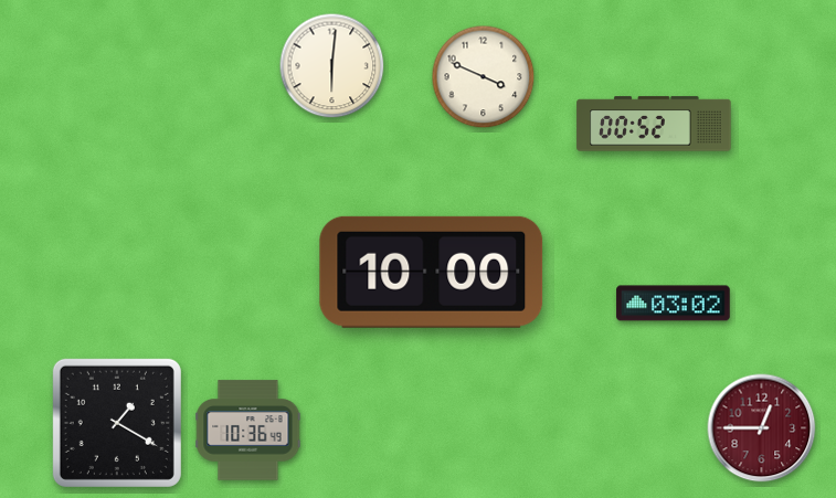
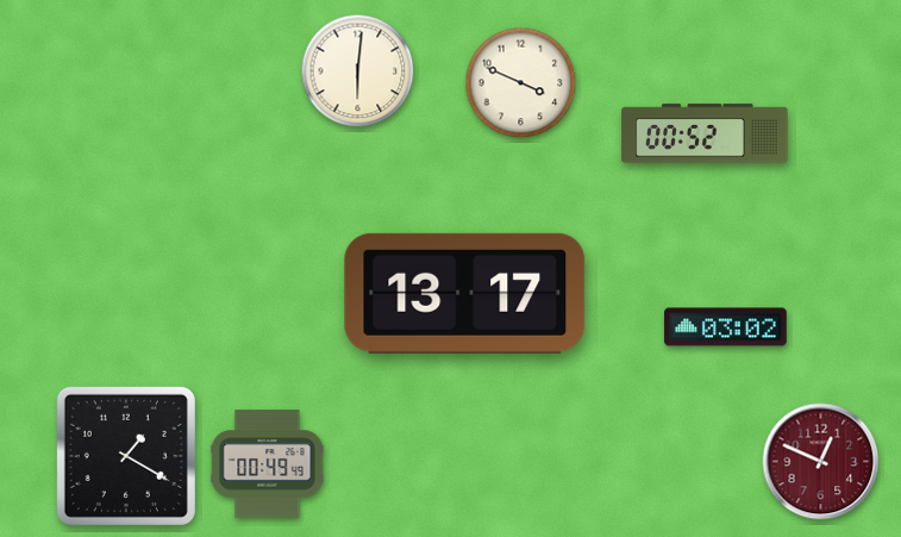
clock at (432, 272): 10:00 -> 13:17
clock at (762, 428): 12:45 -> 12:49
clock at (248, 431): 10:36 -> 00:49
